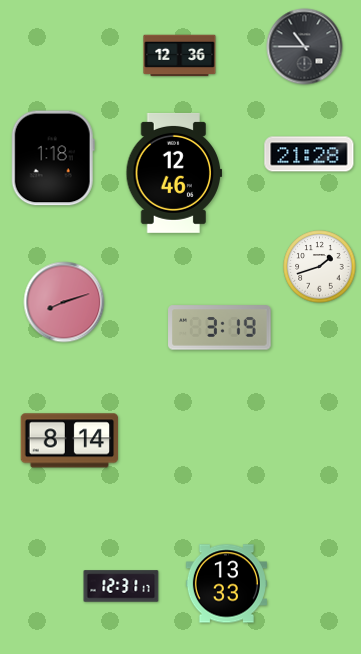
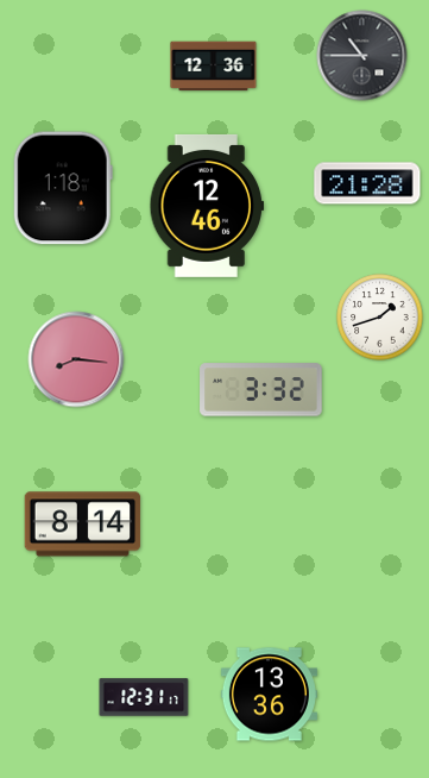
clock at (64, 302): 8:12 -> 8:16
clock at (220, 328): 3:19 -> 3:32
clock at (226, 584): 13:33 -> 13:36
